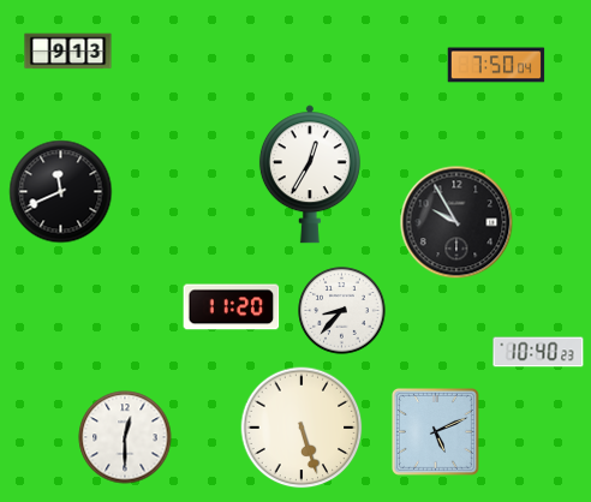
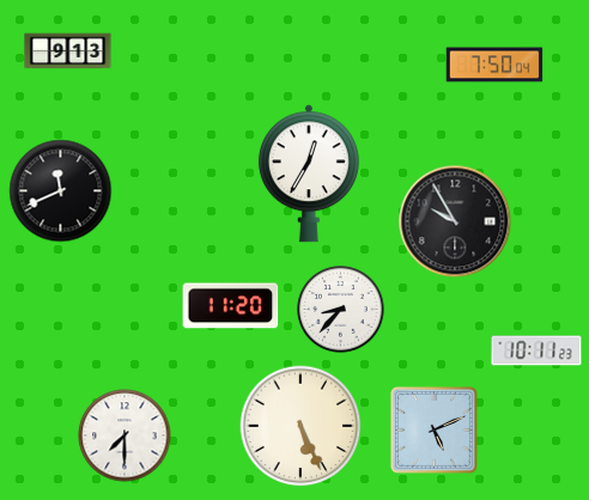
clock at (538, 352): 10:40 -> 10:11
clock at (302, 428): 5:27 -> 5:26
clock at (125, 437): 12:30 -> 7:30
